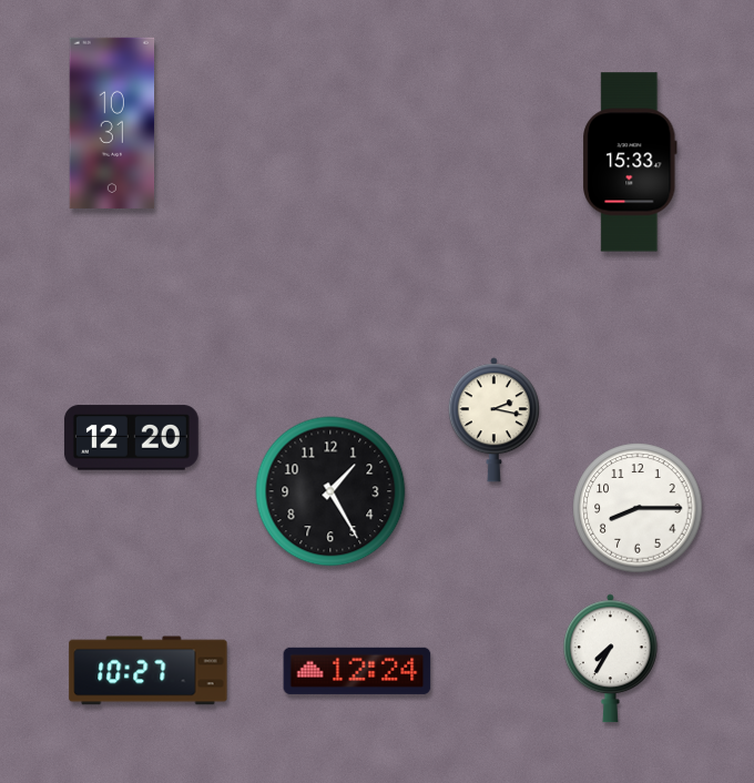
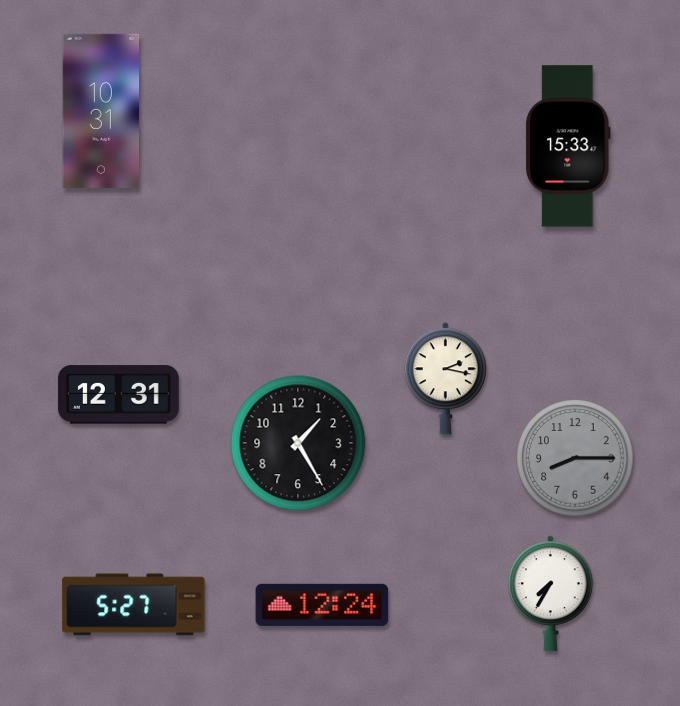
clock at (131, 438): 12:20 -> 12:31
clock at (638, 508) dial: white -> grey
clock at (149, 671): 10:27 -> 5:27
